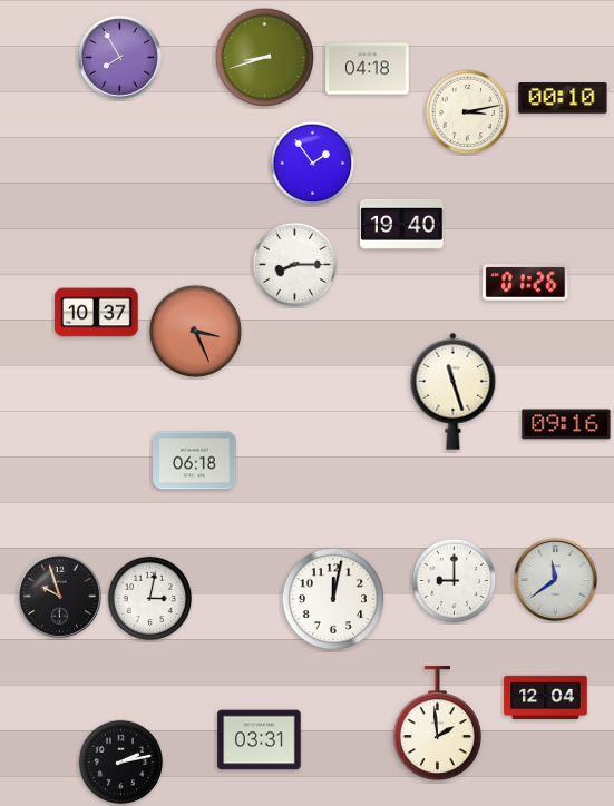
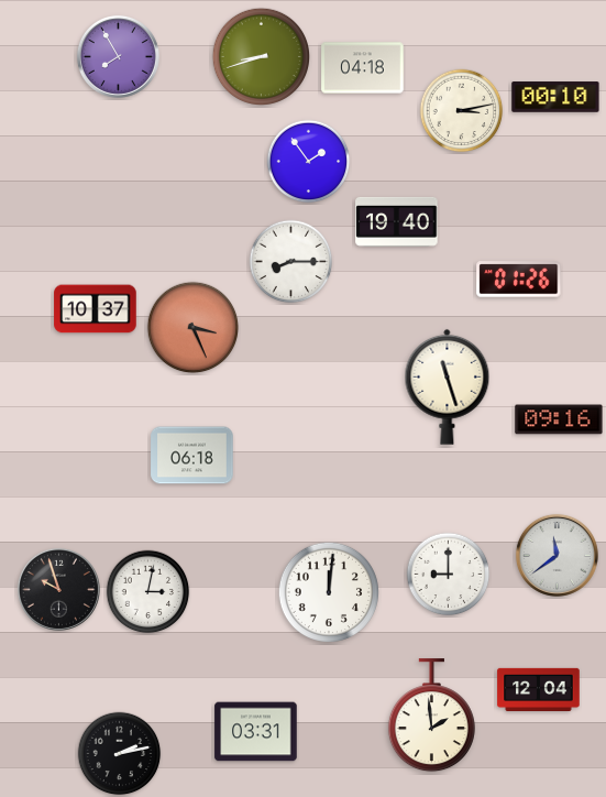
clock at (555, 579) position: (555, 579) -> (557, 555)
clock at (332, 598): 12:02 -> 12:01
